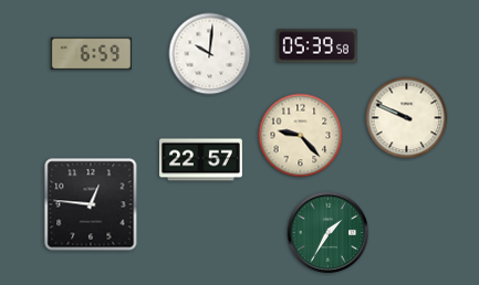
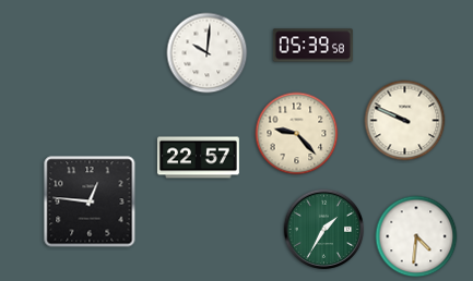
clock at (91, 54): 6:59 -> none
clock at (407, 118) position: (407, 118) -> (405, 121)
clock at (416, 236): none -> 4:31
